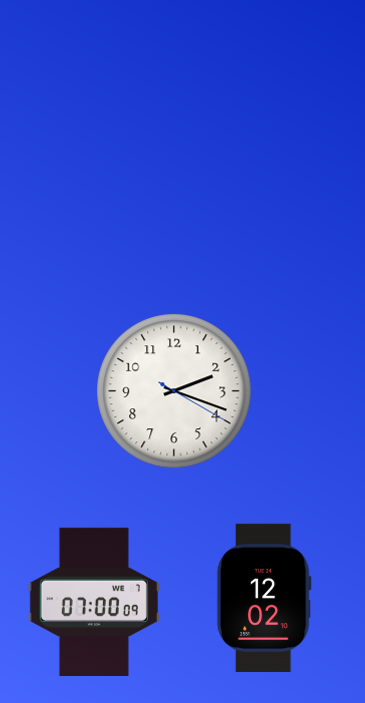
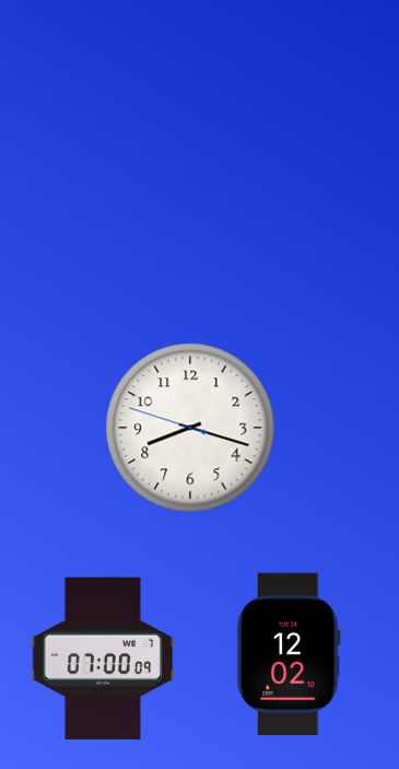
clock at (174, 391): 2:18 -> 8:17
